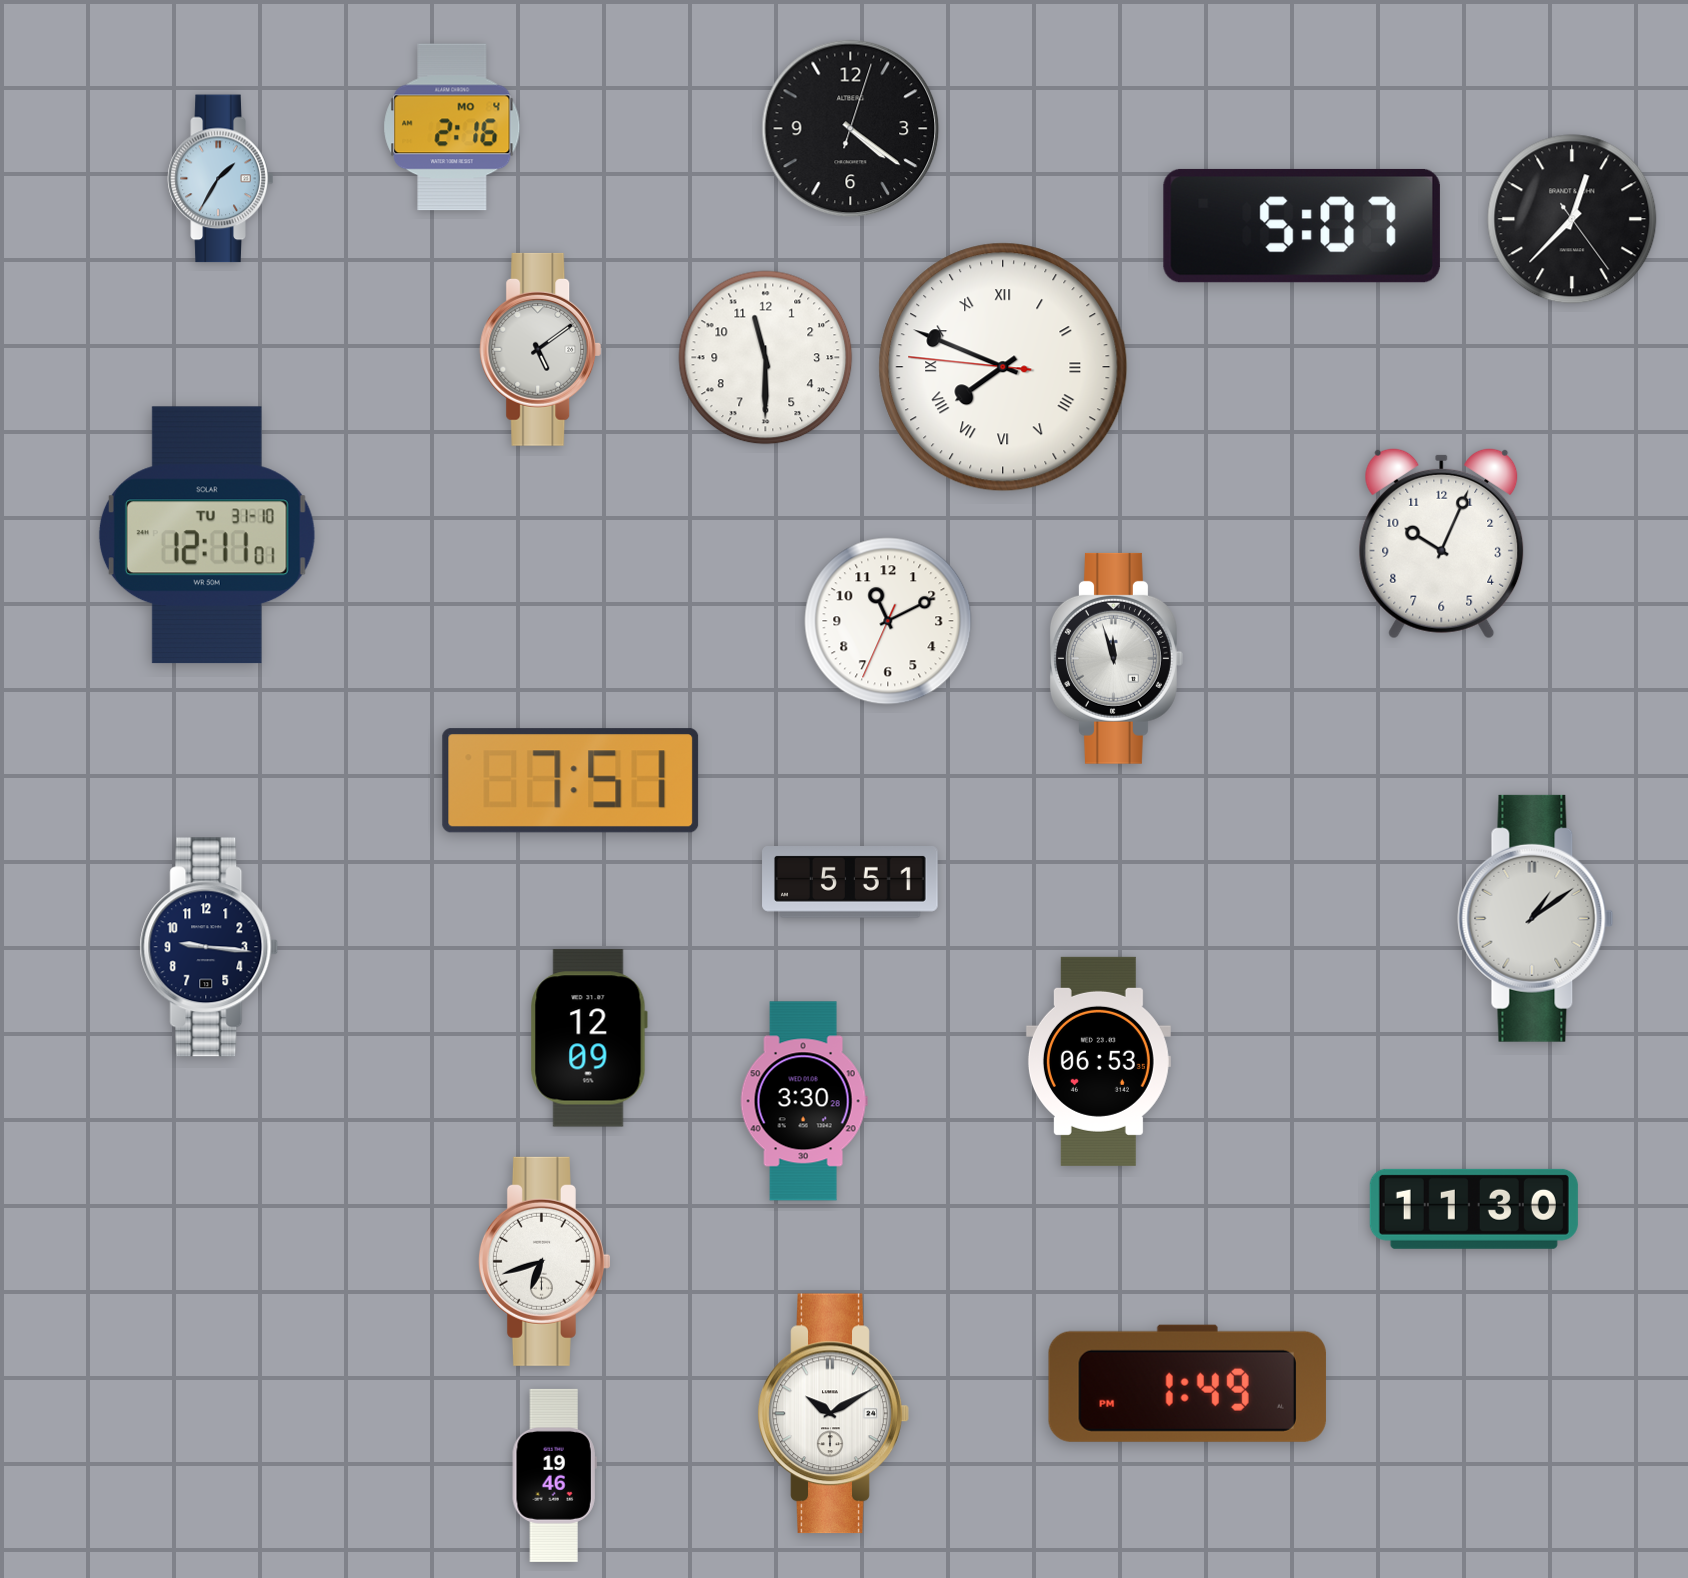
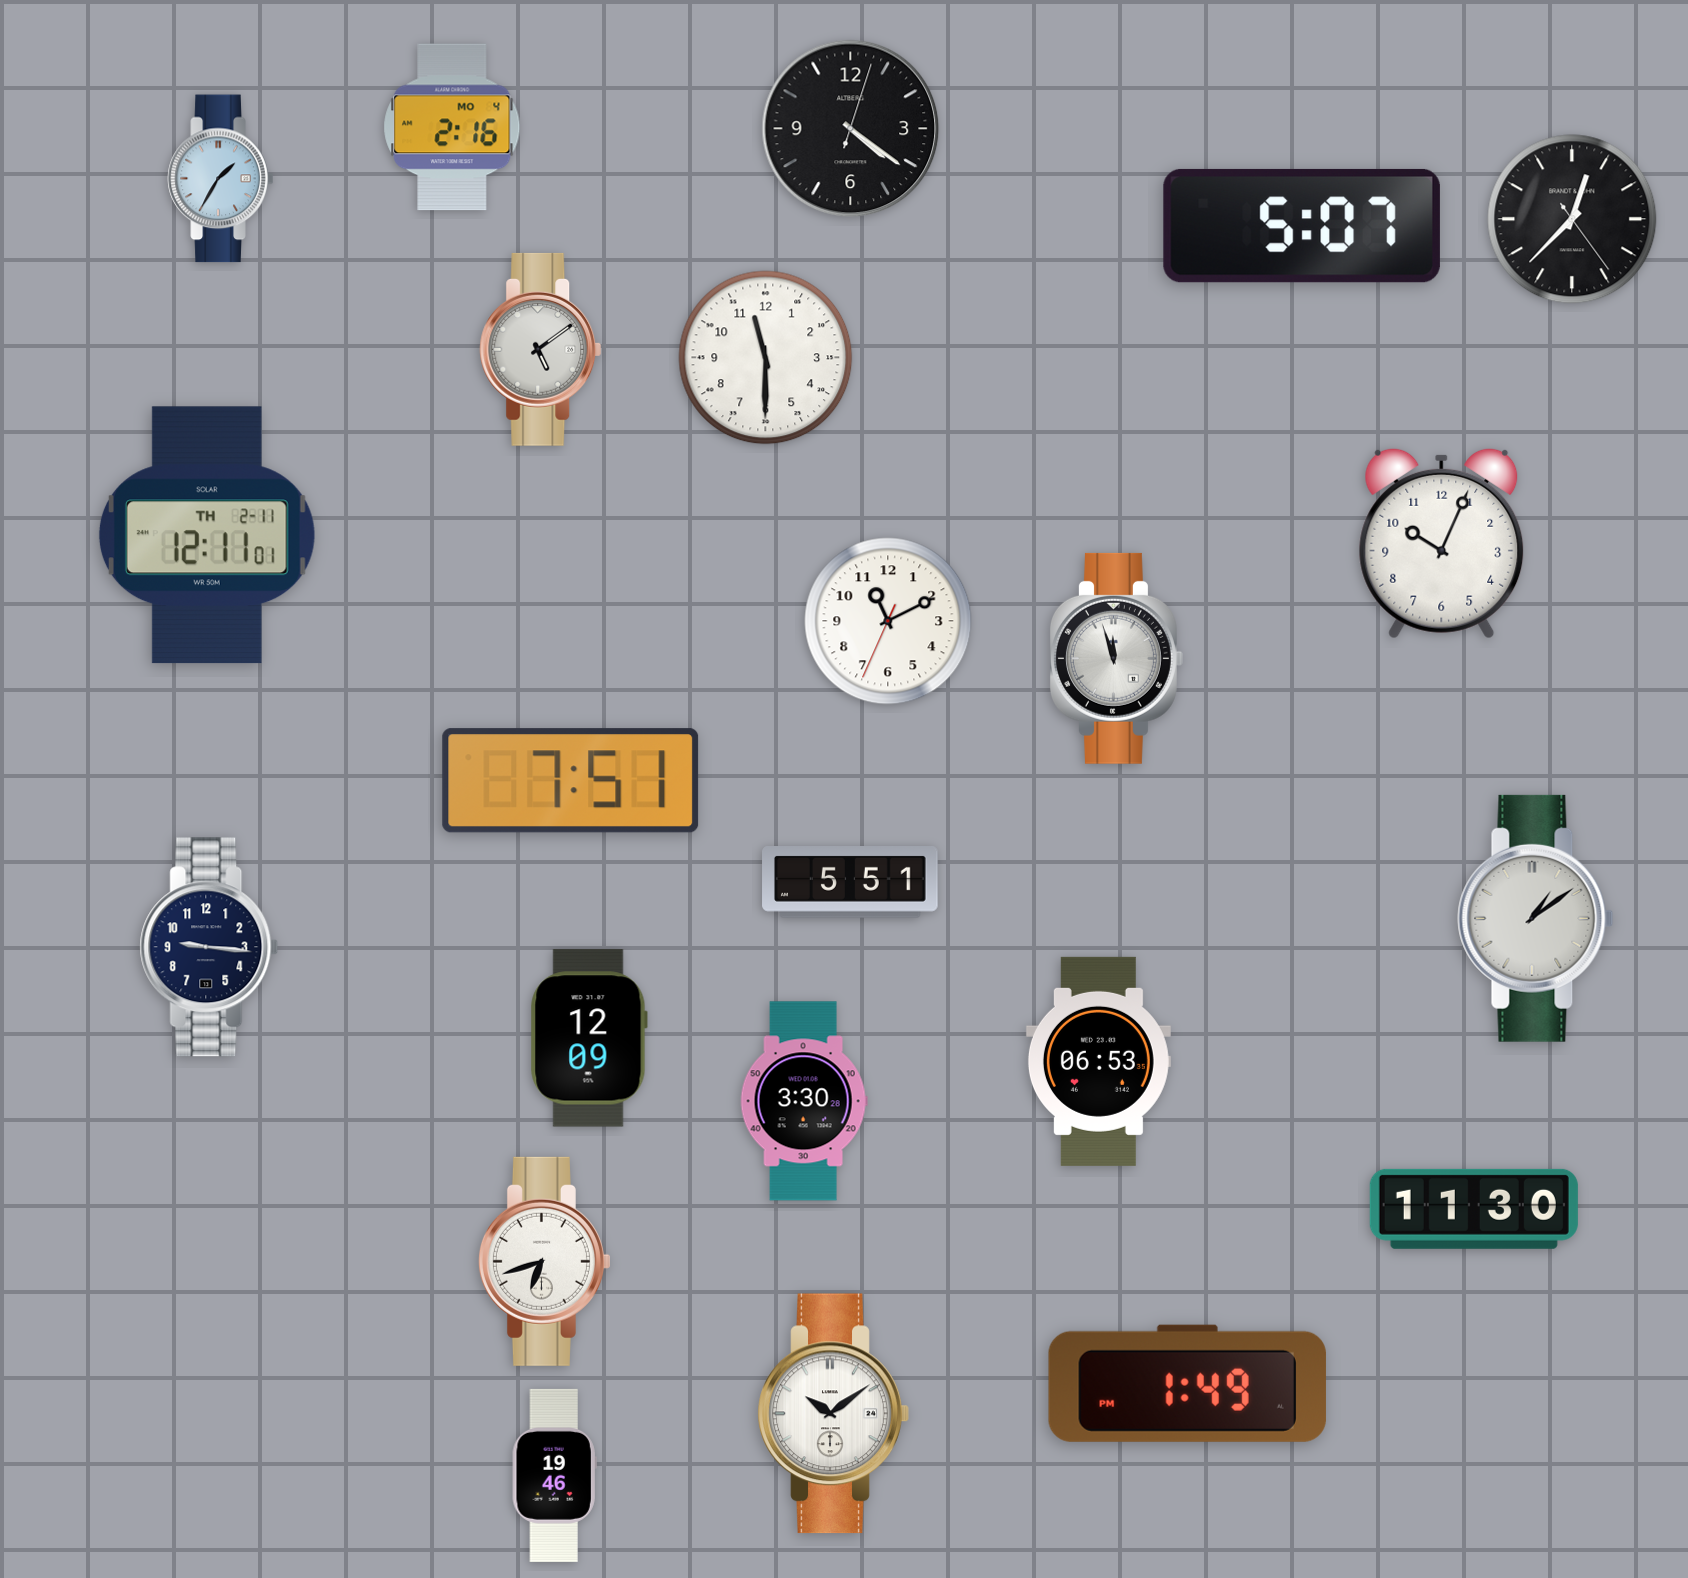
clock at (1003, 367): 7:48 -> none
clock at (207, 535) date: TU 31-10 -> TH 2-11
clock at (833, 1414): 10:10 -> 10:09
